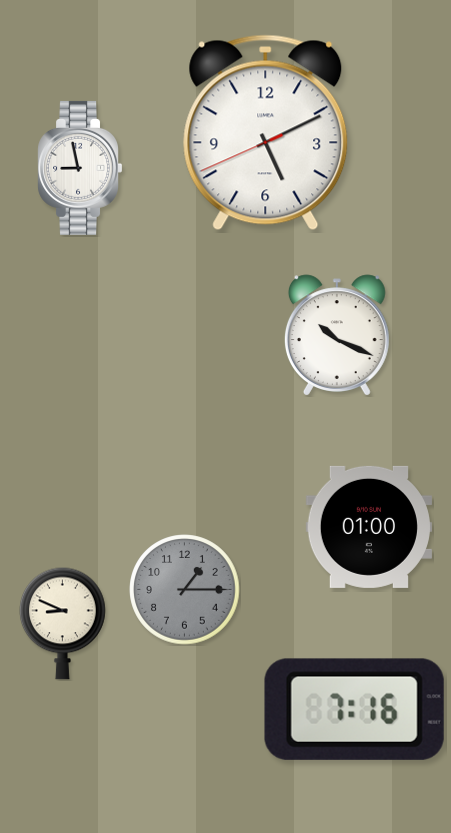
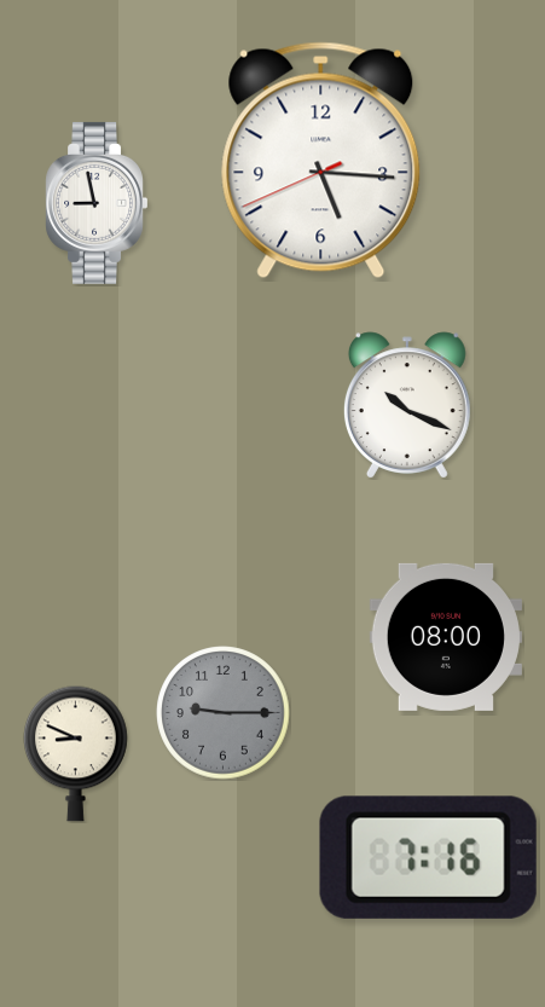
clock at (266, 133): 5:10 -> 5:15
clock at (369, 527): 01:00 -> 08:00
clock at (185, 590): 1:15 -> 9:15
